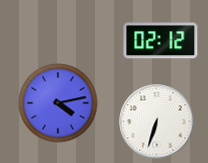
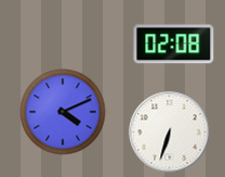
clock at (161, 41): 02:12 -> 02:08
clock at (58, 103): 4:13 -> 4:11
